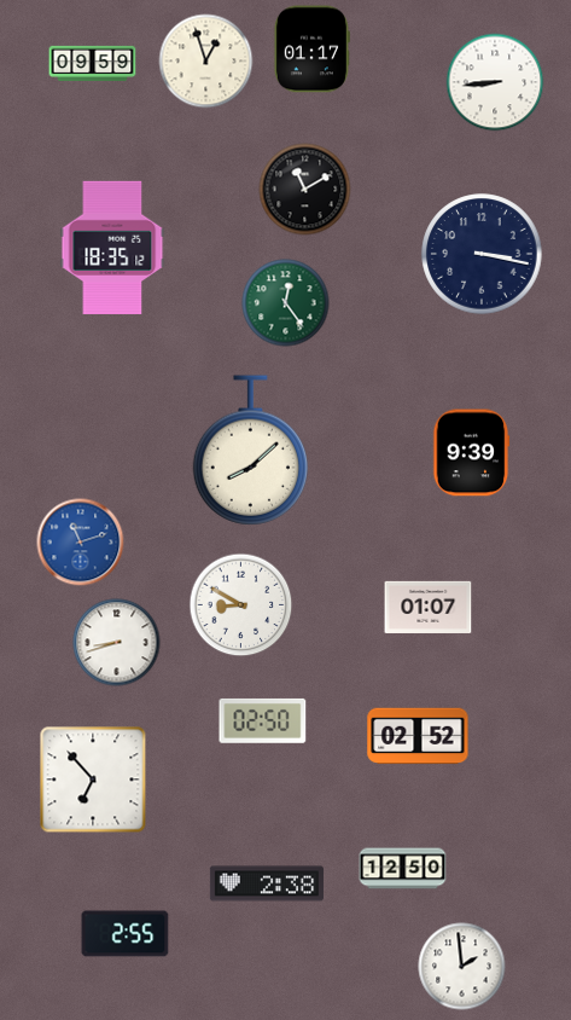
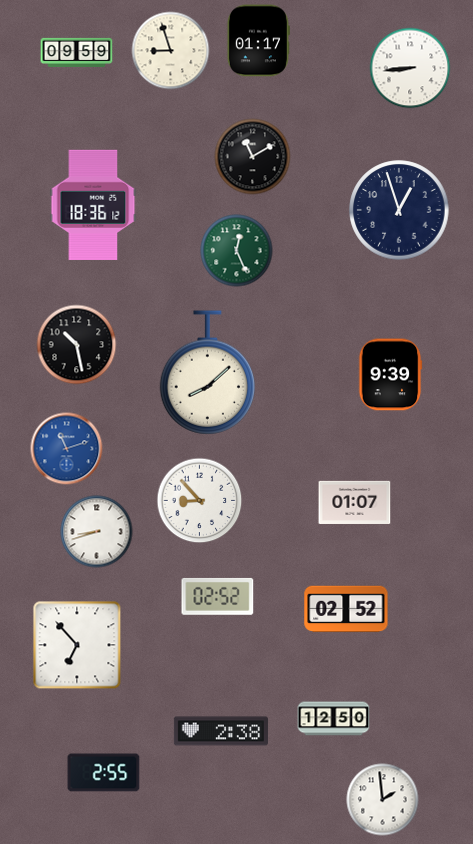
clock at (206, 62): 12:57 -> 8:57
clock at (112, 247): 18:35 -> 18:36
clock at (482, 254): 3:17 -> 12:57
clock at (286, 303): 12:24 -> 12:26
clock at (77, 345): none -> 10:28
clock at (241, 605): 8:50 -> 8:53
clock at (263, 720): 02:50 -> 02:52
